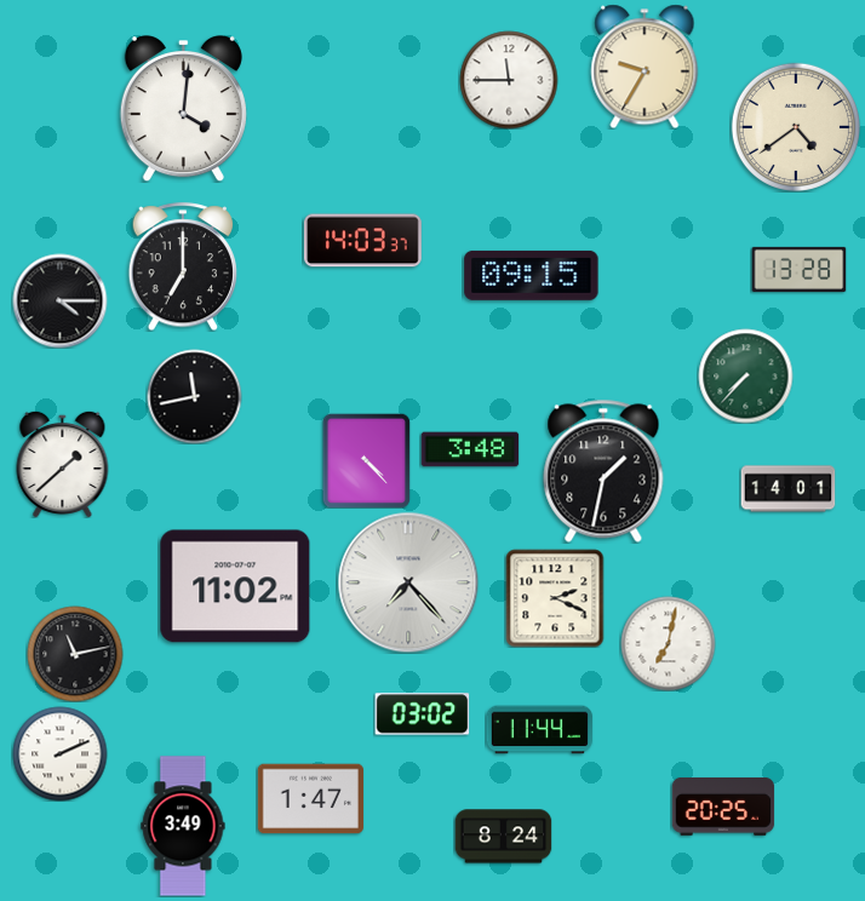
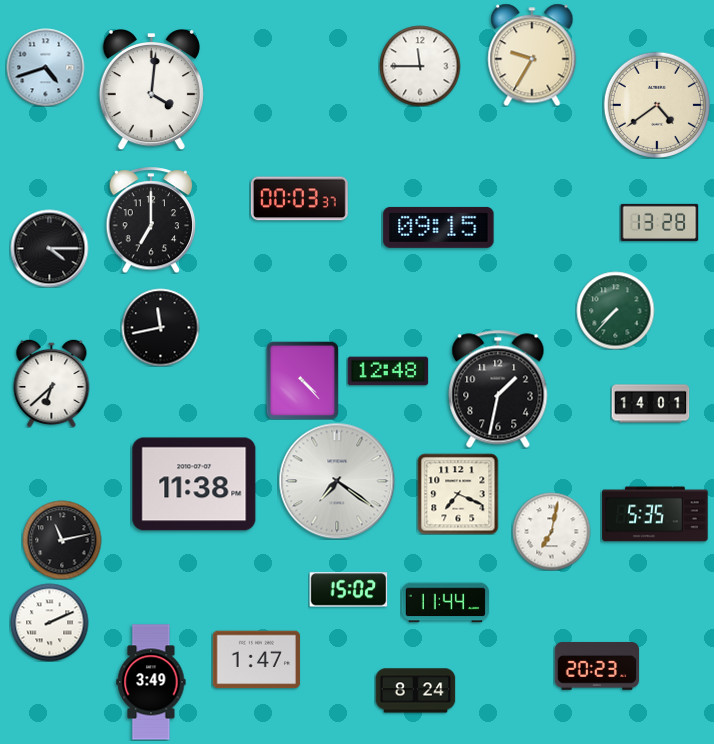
clock at (45, 67): none -> 4:42
clock at (362, 241): 14:03 -> 00:03
clock at (470, 449): 3:48 -> 12:48
clock at (63, 464): 1:38 -> 6:38
clock at (408, 583): 7:23 -> 7:21
clock at (235, 586): 11:02 -> 11:38
clock at (555, 598): 2:19 -> 7:19
clock at (655, 514): none -> 5:35
clock at (422, 715): 03:02 -> 15:02
clock at (723, 807): 20:25 -> 20:23
